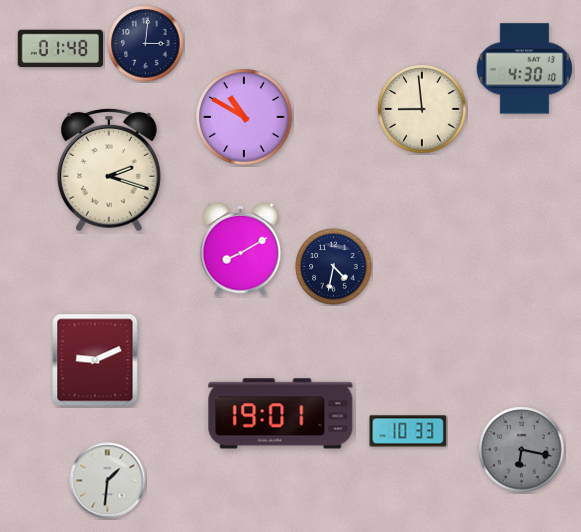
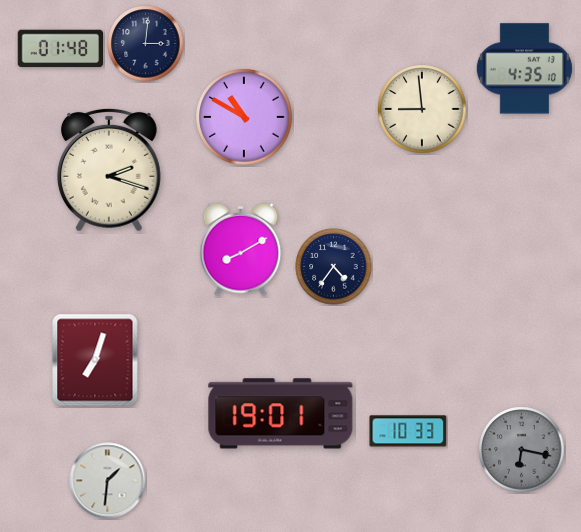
clock at (524, 69): 4:30 -> 4:35
clock at (334, 267): 4:32 -> 4:36
clock at (95, 360): 9:11 -> 7:03
